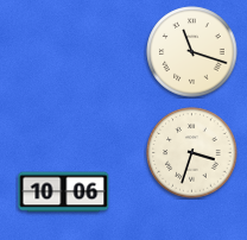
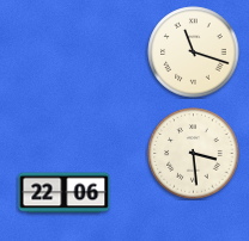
clock at (192, 153): 3:33 -> 3:29
clock at (64, 192): 10:06 -> 22:06
